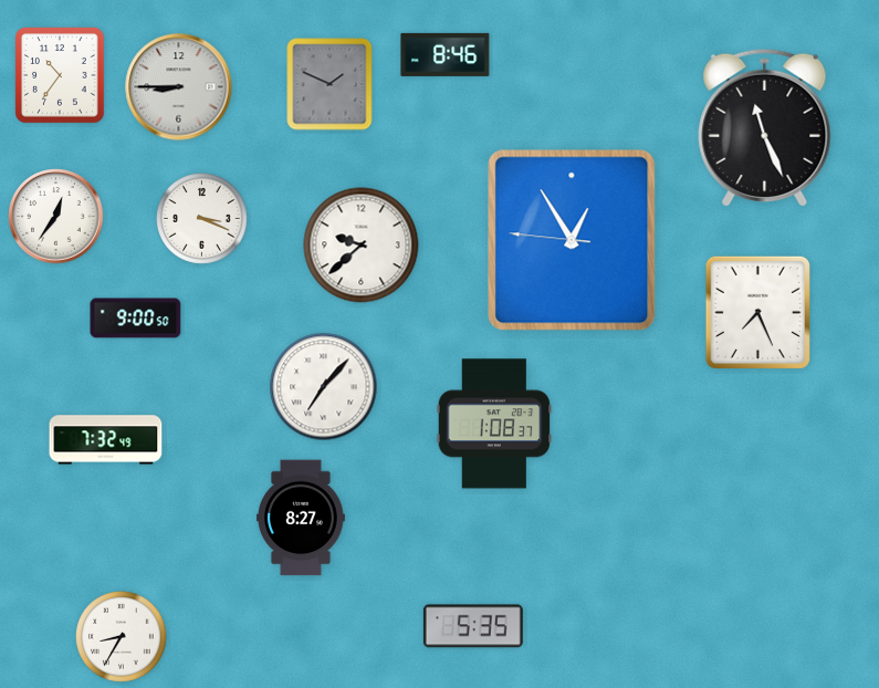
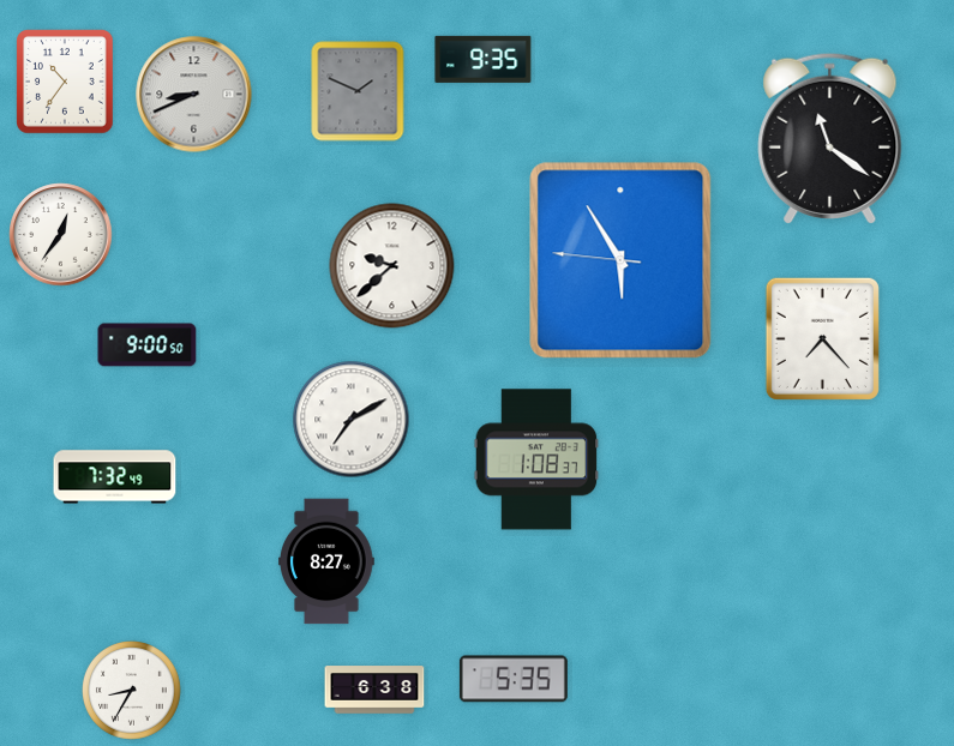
clock at (446, 54): 8:46 -> 9:35
clock at (179, 87): 8:45 -> 8:41
clock at (765, 127): 11:26 -> 11:21
clock at (202, 219): 3:19 -> none
clock at (572, 240): 12:54 -> 5:54
clock at (757, 312): 7:26 -> 7:23
clock at (324, 387): 7:07 -> 7:10
clock at (374, 690): none -> 6:38
